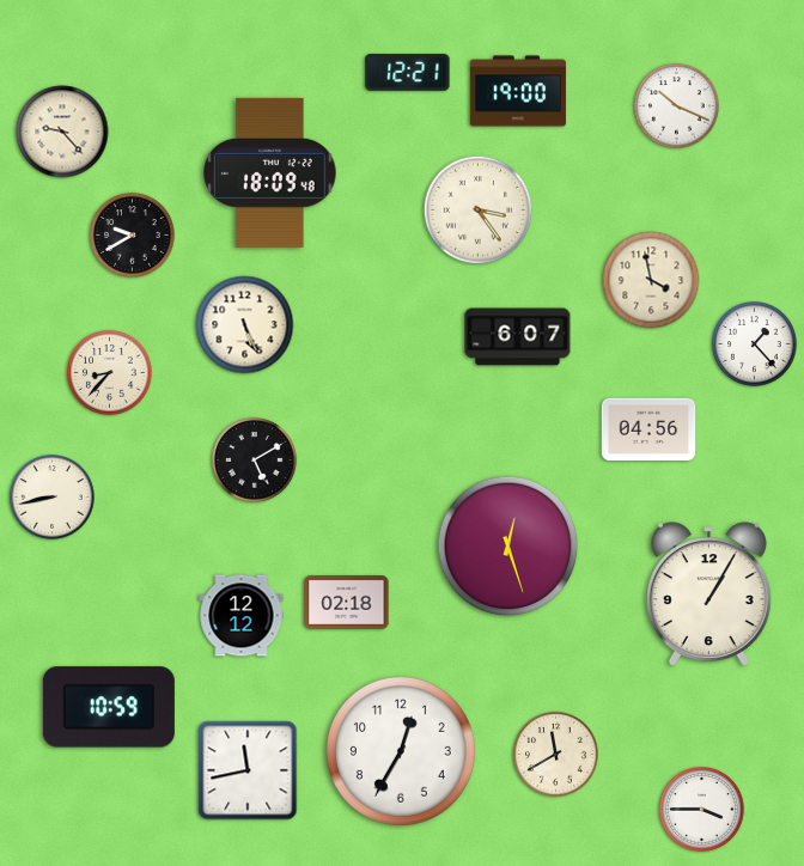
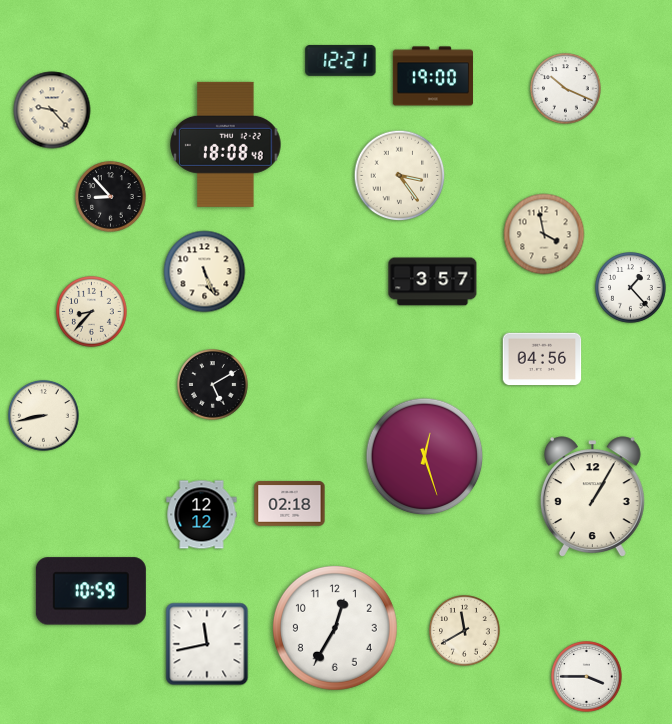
clock at (270, 172): 18:09 -> 18:08
clock at (133, 236): 9:40 -> 8:53
clock at (518, 337): 6:07 -> 3:57
